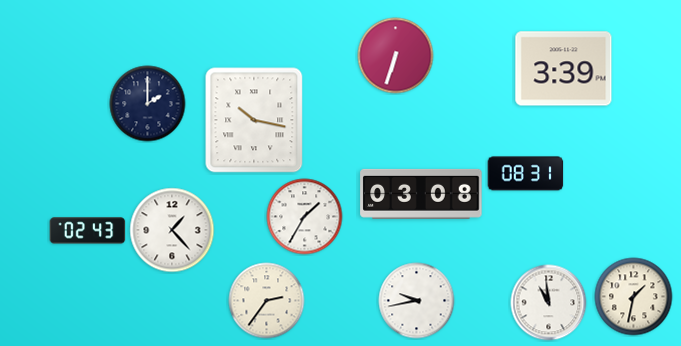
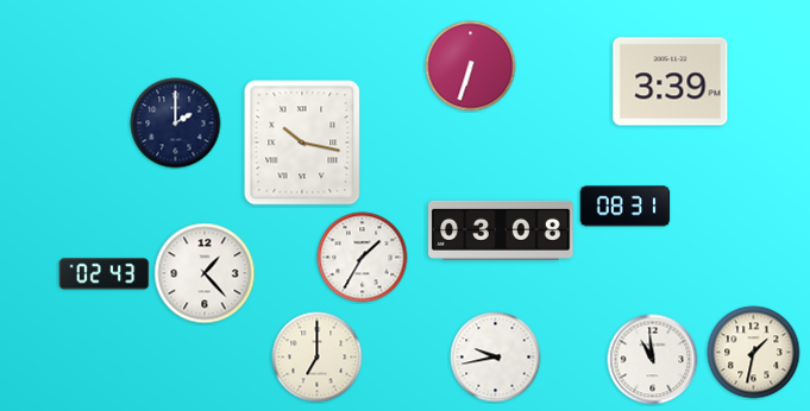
clock at (267, 301): 2:36 -> 7:00
